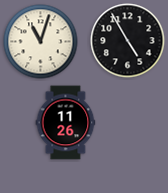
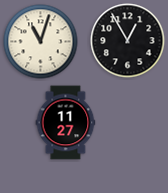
clock at (128, 41): 4:55 -> 12:55
clock at (66, 123): 11:26 -> 11:27
